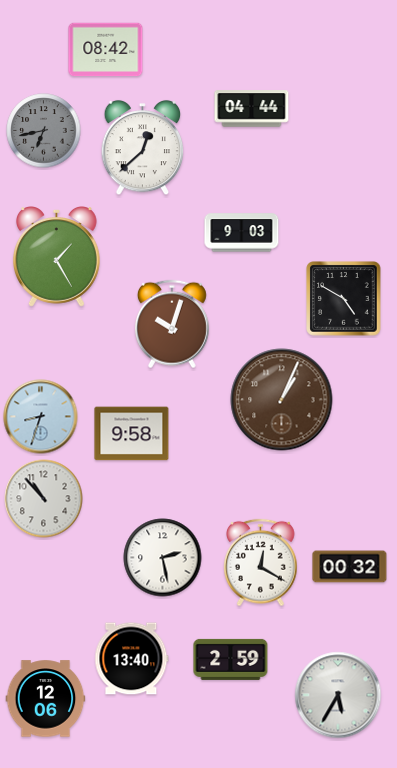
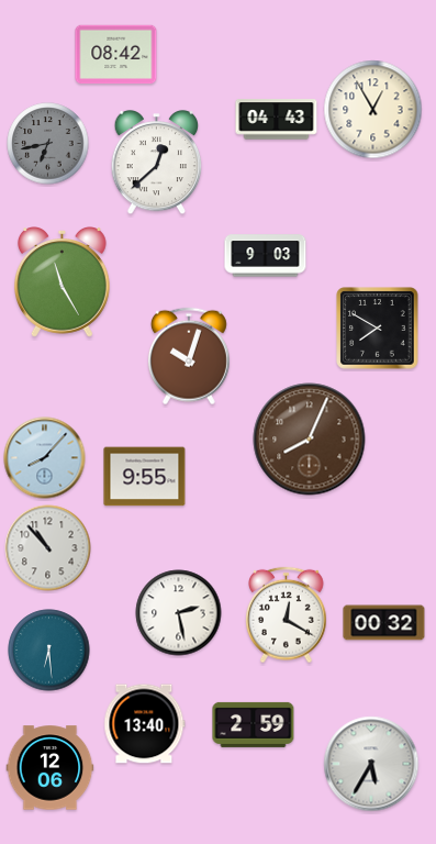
clock at (373, 110): none -> 12:55
clock at (252, 109): 04:44 -> 04:43
clock at (56, 257): 1:25 -> 11:25
clock at (344, 299): 4:50 -> 7:50
clock at (282, 400): 1:04 -> 8:04
clock at (41, 417): 8:33 -> 8:07
clock at (132, 434): 9:58 -> 9:55
clock at (261, 563) position: (261, 563) -> (287, 615)
clock at (49, 651): none -> 6:29
